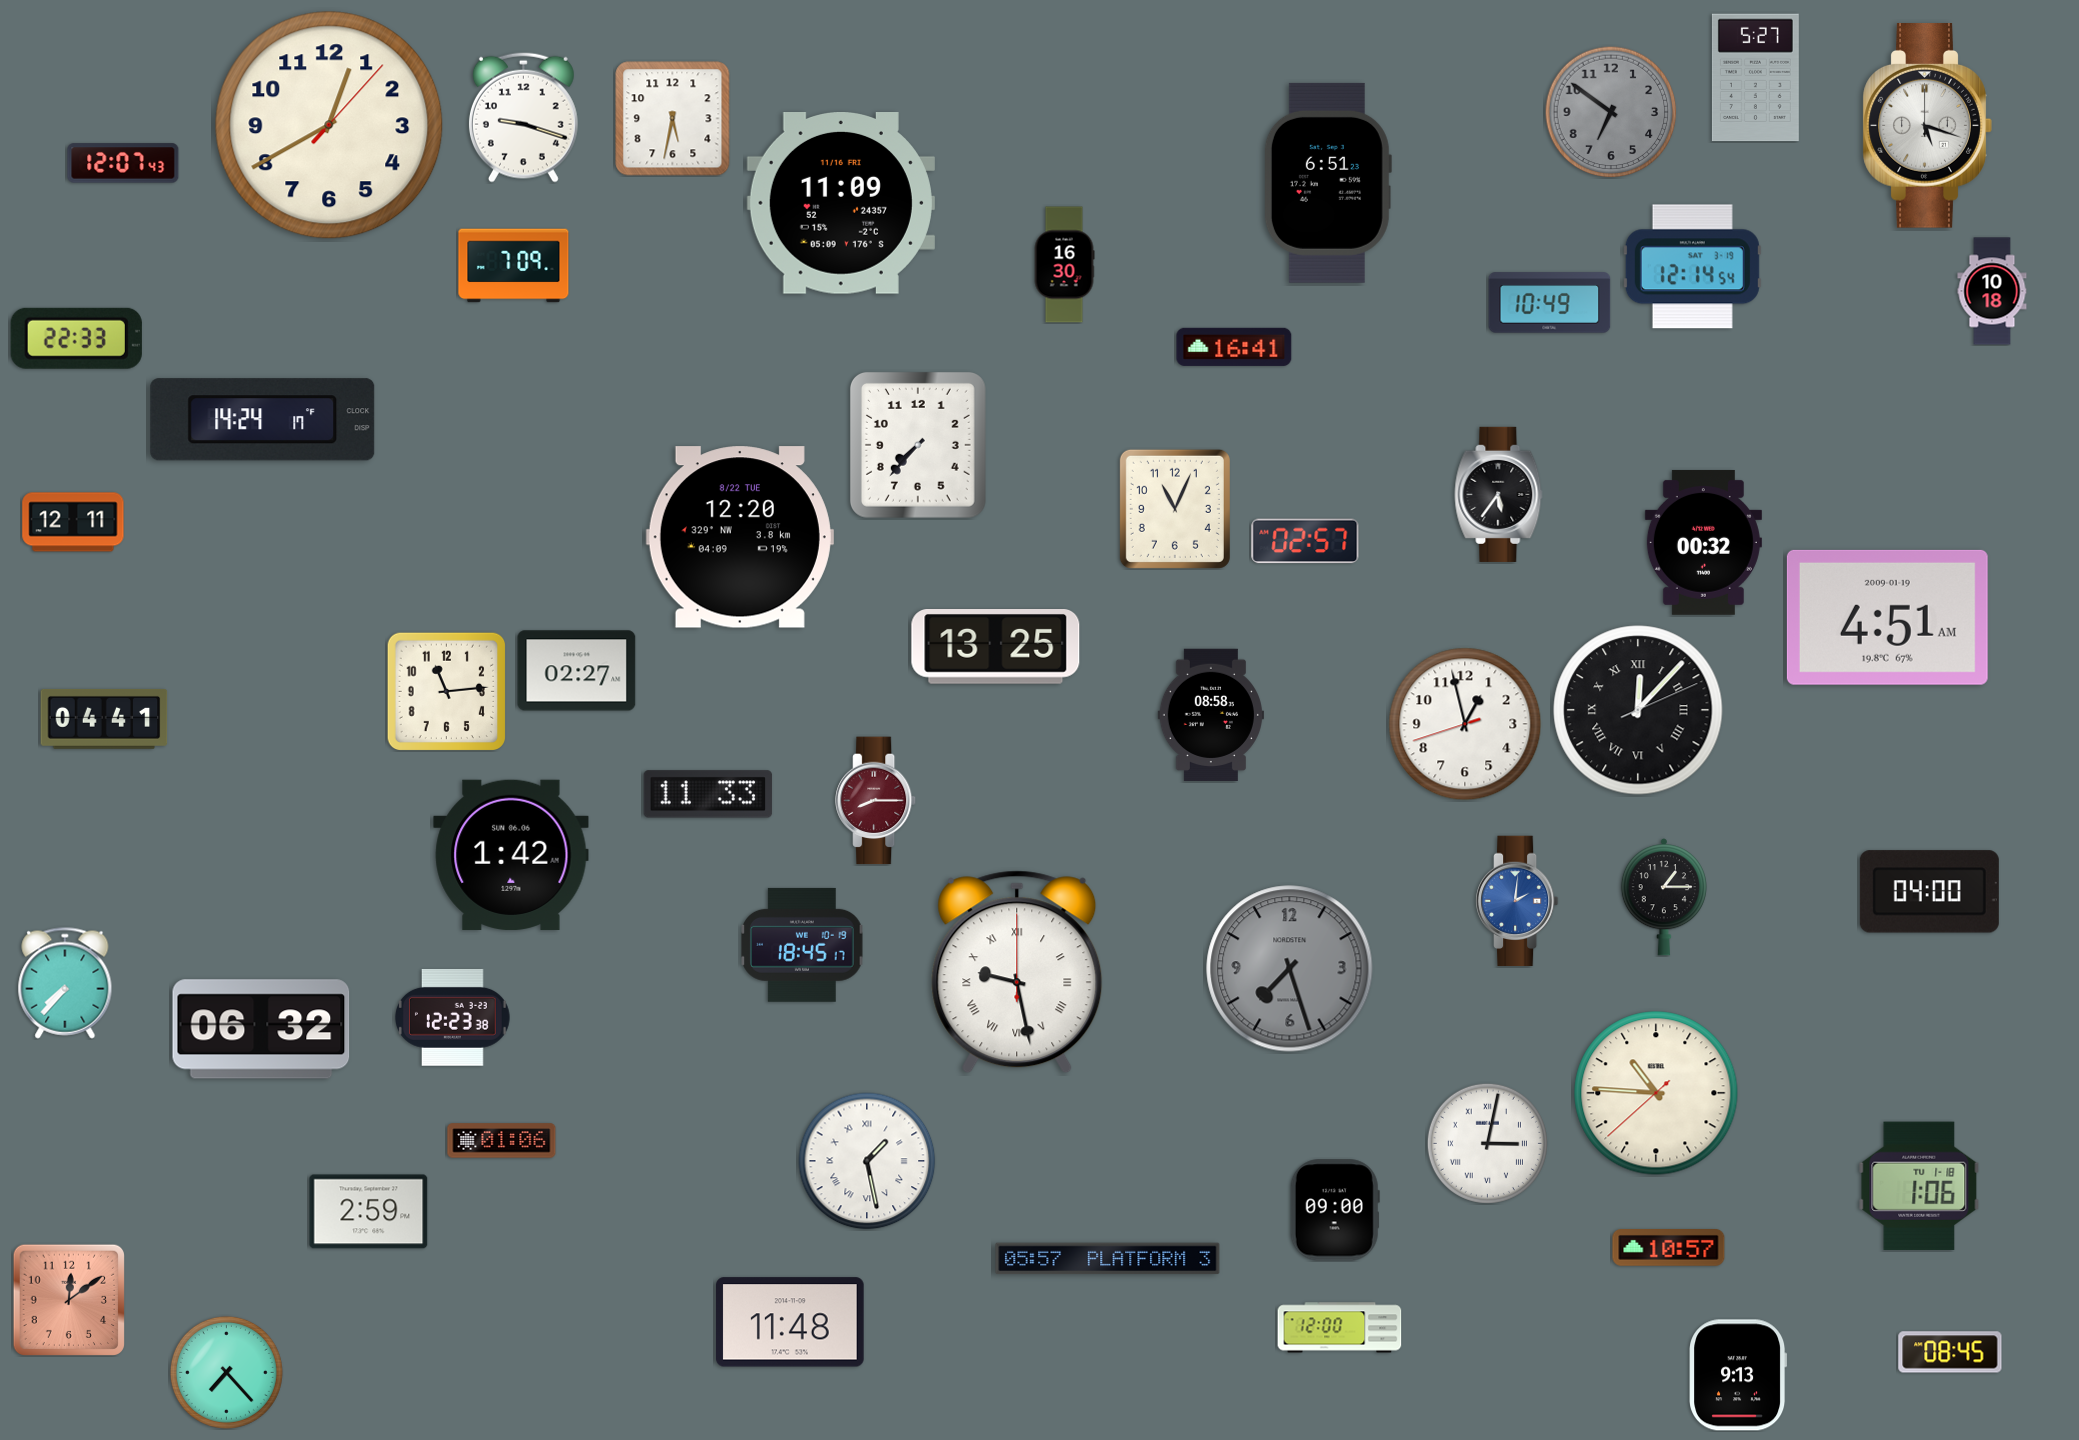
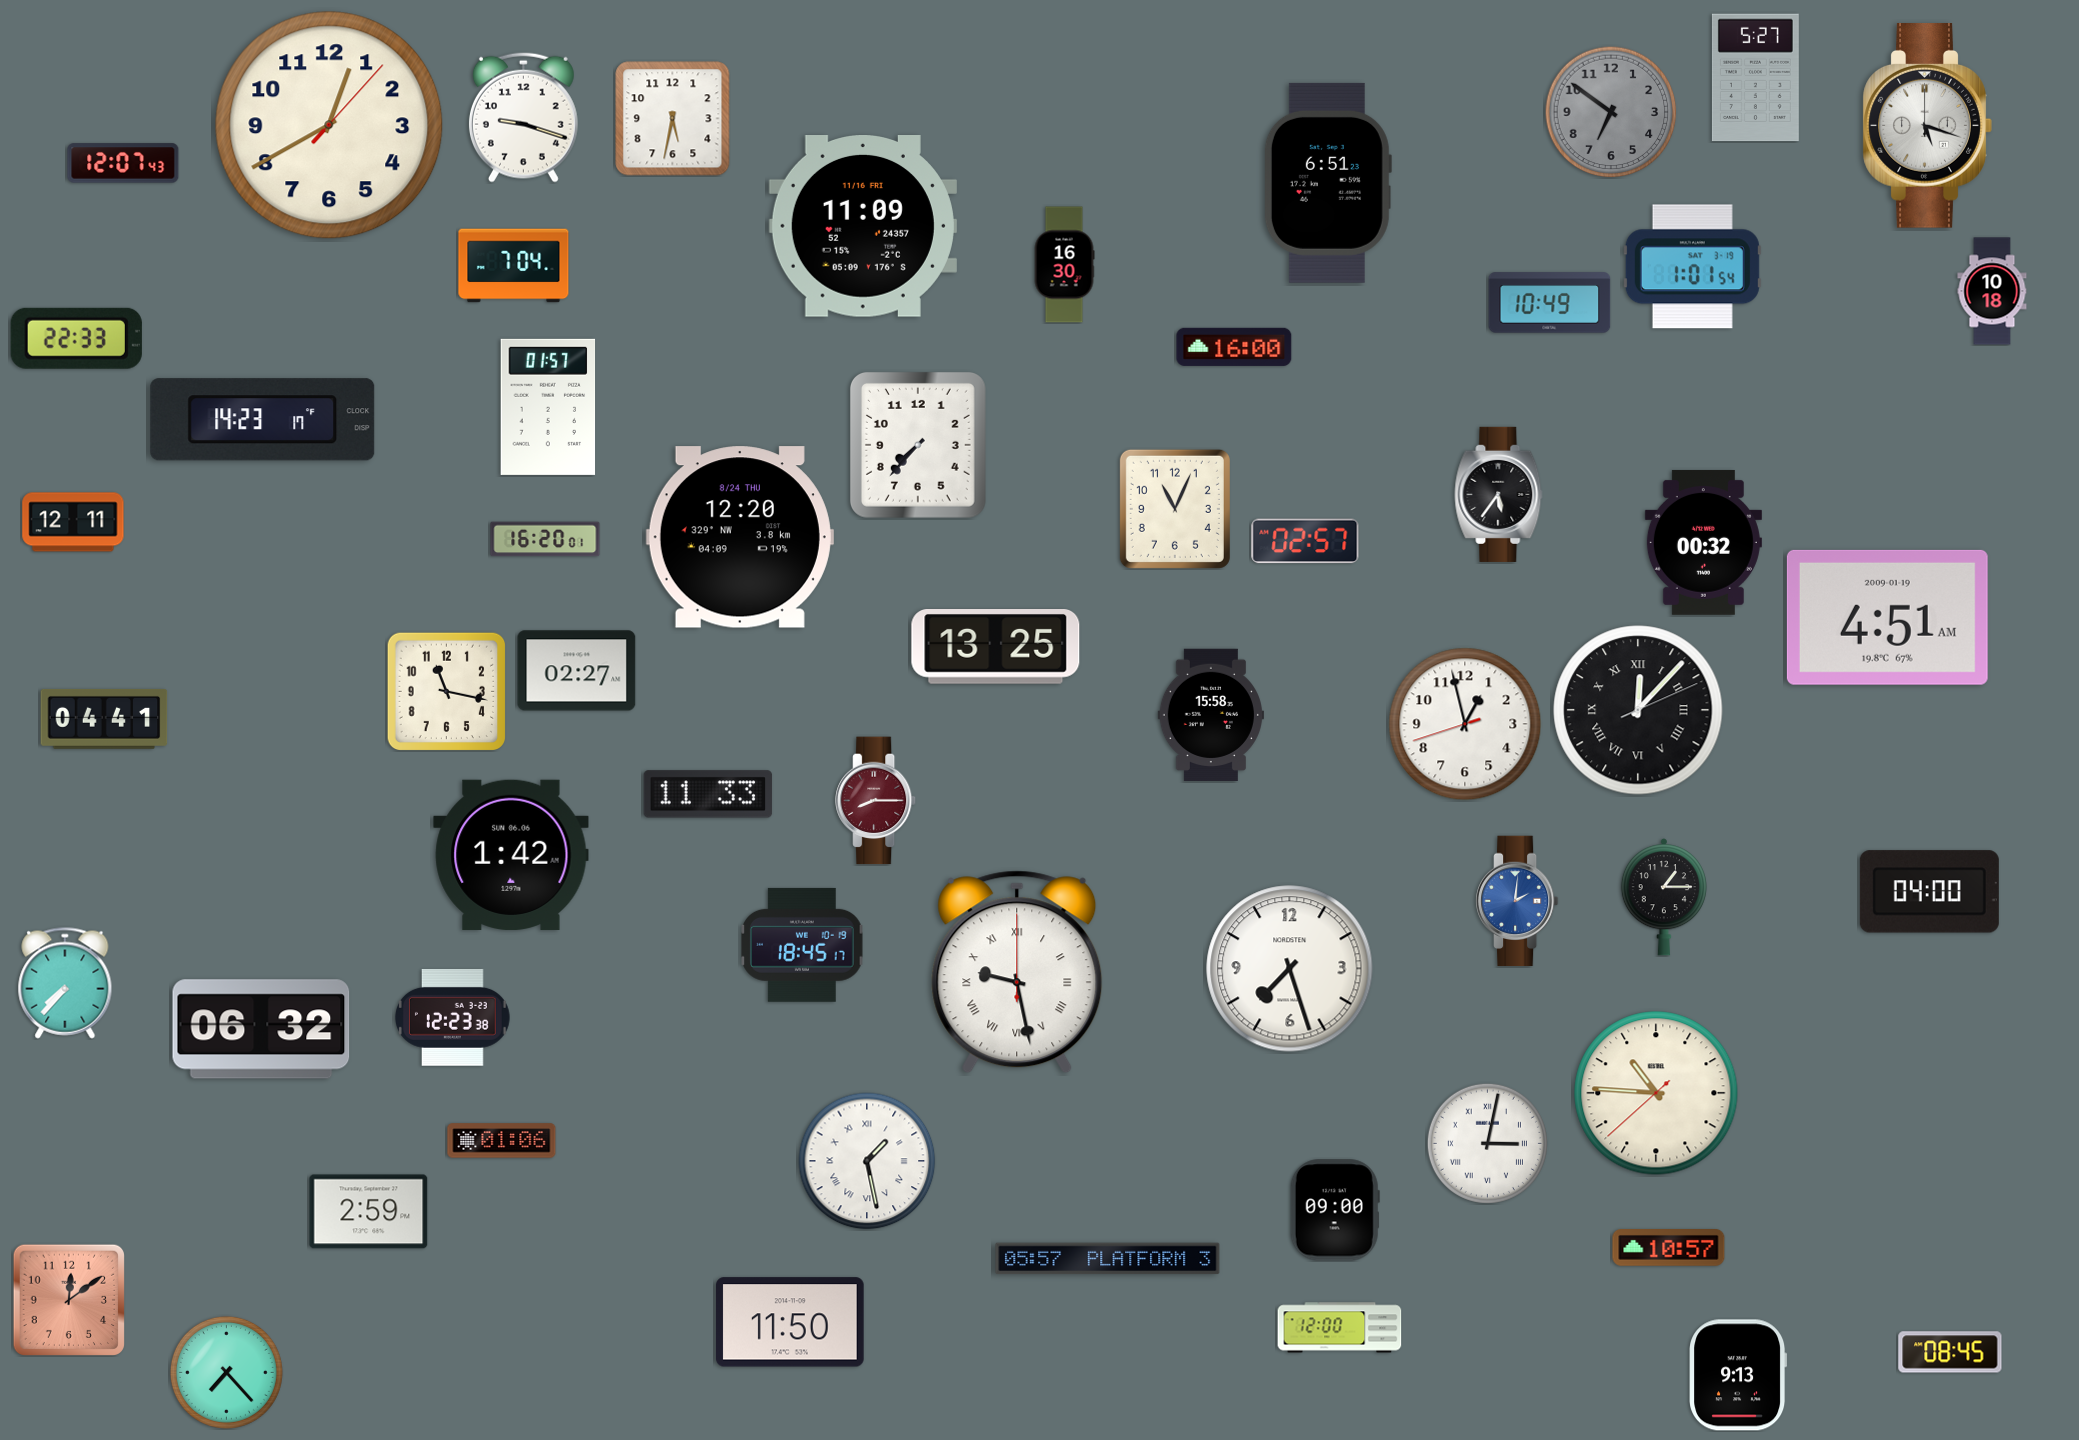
clock at (841, 204) position: (841, 204) -> (863, 227)
clock at (514, 266): 7:09 -> 7:04
clock at (1692, 267): 12:14 -> 1:01
clock at (1234, 347): 16:41 -> 16:00
clock at (548, 407): none -> 01:57
clock at (263, 420): 14:24 -> 14:23
clock at (740, 537) date: 8/22 TUE -> 8/24 THU
clock at (545, 539): none -> 16:20
clock at (446, 691): 11:14 -> 11:17
clock at (1211, 714): 08:58 -> 15:58
clock at (1290, 969) dial: grey -> white
clock at (1919, 1186): 1:06 -> none
clock at (791, 1322): 11:48 -> 11:50
